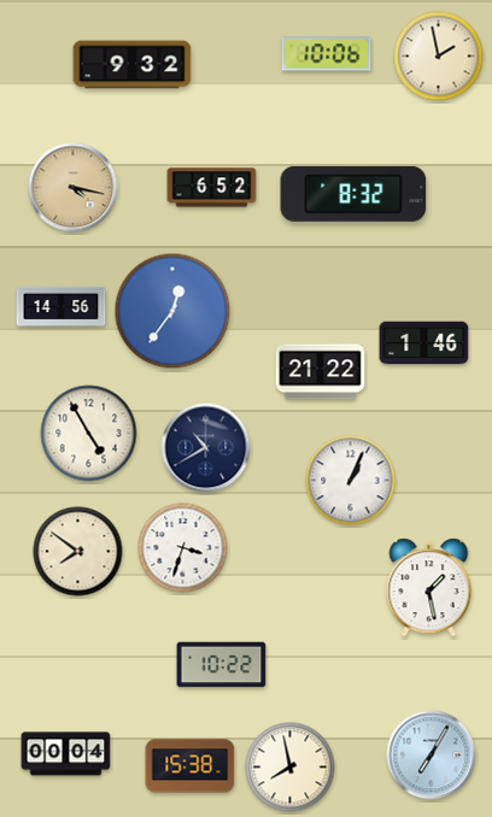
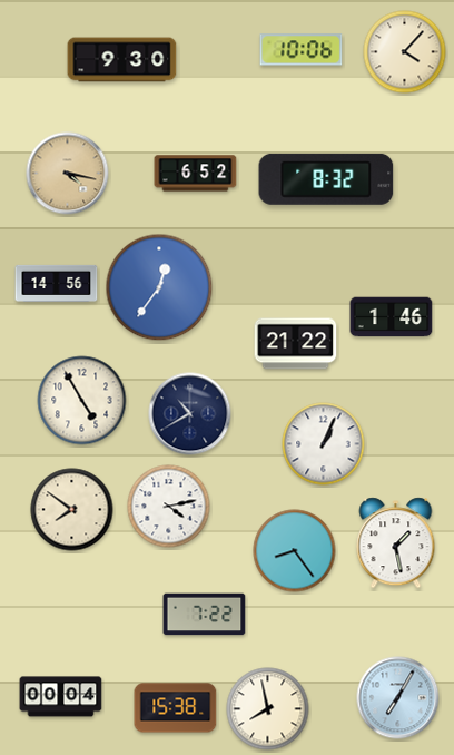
clock at (439, 57): 1:58 -> 4:07
clock at (133, 65): 9:32 -> 9:30
clock at (183, 548): 3:33 -> 4:13
clock at (295, 551): none -> 8:24
clock at (222, 665): 10:22 -> 7:22
